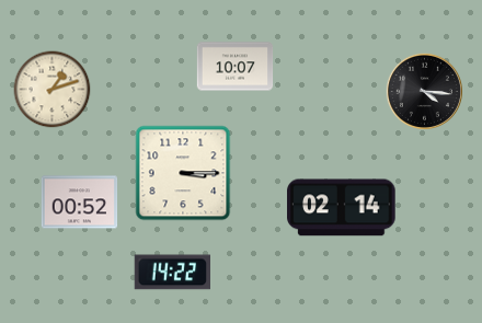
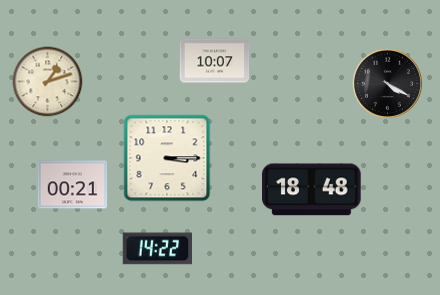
clock at (424, 91): 4:16 -> 4:20
clock at (80, 203): 00:52 -> 00:21
clock at (342, 208): 02:14 -> 18:48
